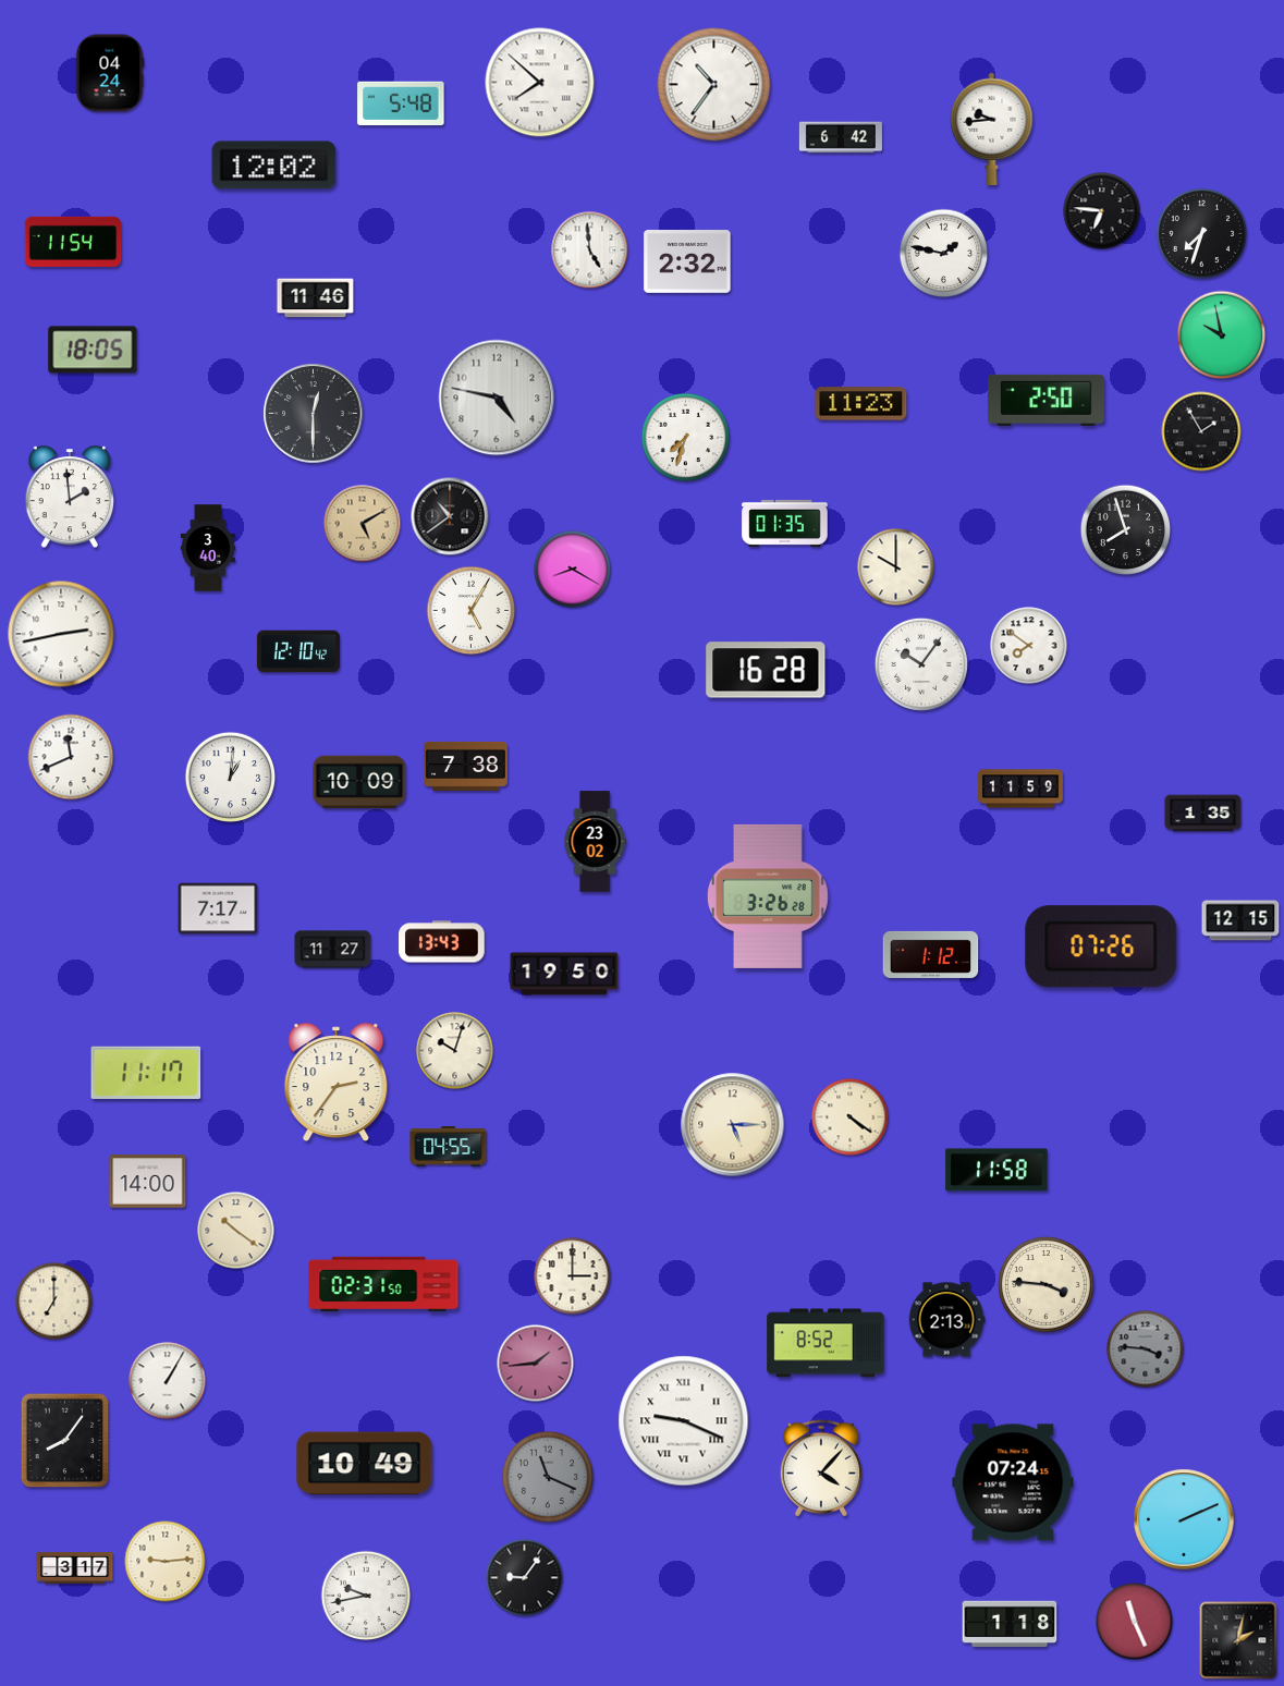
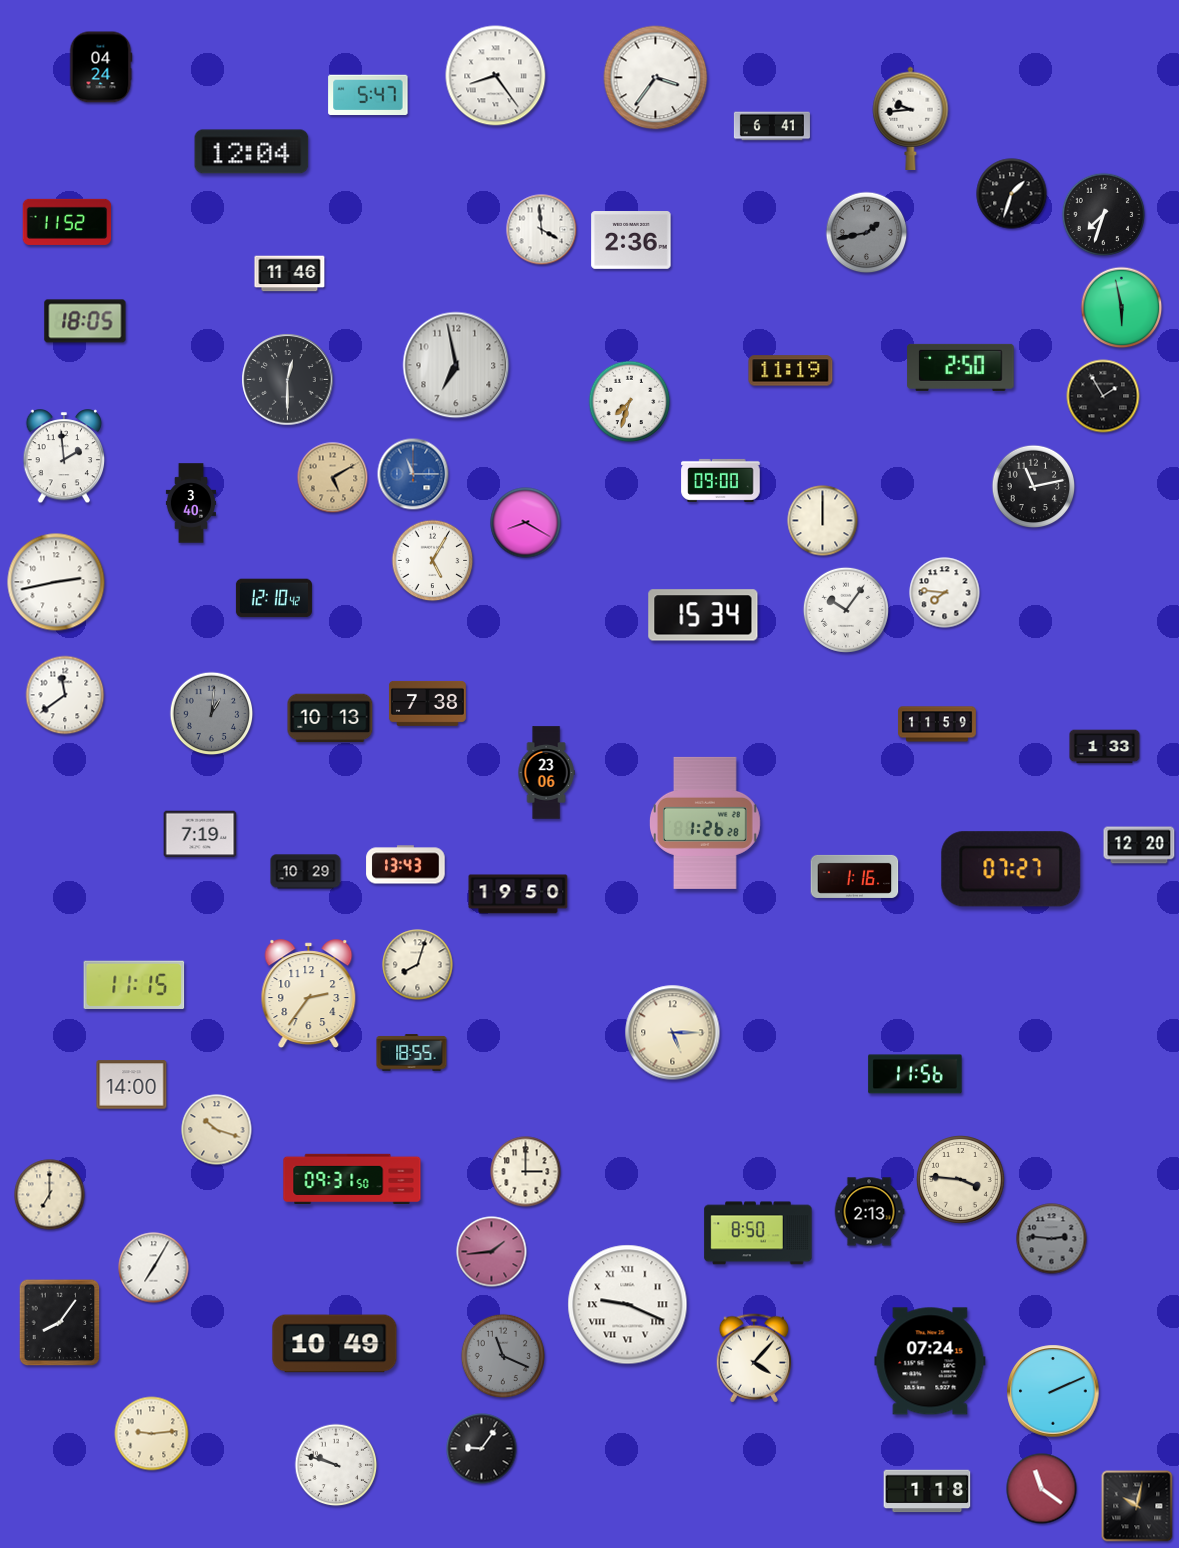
clock at (540, 83): 7:52 -> 8:24
clock at (714, 85): 10:36 -> 3:36
clock at (401, 103): 5:48 -> 5:47
clock at (841, 137): 6:42 -> 6:41
clock at (274, 166): 12:02 -> 12:04
clock at (1102, 211): 6:46 -> 1:33
clock at (73, 242): 11:54 -> 11:52
clock at (590, 251): 4:59 -> 3:59
clock at (944, 254): 1:47 -> 1:43
clock at (944, 254) dial: white -> grey
clock at (687, 262): 2:32 -> 2:36
clock at (1222, 335): 9:58 -> 5:58
clock at (497, 398): 4:47 -> 6:58
clock at (861, 404): 11:23 -> 11:19
clock at (450, 516): 10:39 -> 11:15
clock at (450, 516) dial: black -> blue
clock at (785, 523): 01:35 -> 09:00
clock at (363, 524) position: (363, 524) -> (333, 478)
clock at (1126, 530): 7:57 -> 11:13
clock at (896, 567): 10:00 -> 12:00
clock at (1029, 646): 7:51 -> 7:46
clock at (766, 670): 16:28 -> 15:34
clock at (71, 757): 11:41 -> 11:39
clock at (231, 778) dial: white -> grey
clock at (359, 782): 10:09 -> 10:13
clock at (1203, 814): 1:35 -> 1:33
clock at (595, 842): 23:02 -> 23:06
clock at (768, 896): 3:26 -> 1:26
clock at (218, 908): 7:17 -> 7:19
clock at (1240, 920): 12:15 -> 12:20
clock at (1101, 946): 07:26 -> 07:27
clock at (333, 950): 11:27 -> 10:29
clock at (931, 954): 1:12 -> 1:16
clock at (455, 1051): 10:03 -> 8:03
clock at (146, 1073): 11:17 -> 11:15
clock at (851, 1117): 4:21 -> none
clock at (449, 1147): 04:55 -> 18:55
clock at (996, 1170): 11:58 -> 11:56
clock at (148, 1182) position: (148, 1182) -> (132, 1085)
clock at (236, 1231): 10:21 -> 10:18
clock at (383, 1283): 02:31 -> 09:31
clock at (826, 1343): 8:52 -> 8:50
clock at (1146, 1349): 3:46 -> 2:46
clock at (168, 1381): 1:05 -> 7:05
clock at (821, 1468) position: (821, 1468) -> (754, 1358)
clock at (1184, 1519) position: (1184, 1519) -> (1053, 1391)
clock at (75, 1568): 3:17 -> none
clock at (366, 1596): 9:43 -> 9:48
clock at (1135, 1622): 11:26 -> 11:21
clock at (1238, 1640): 2:02 -> 10:02
